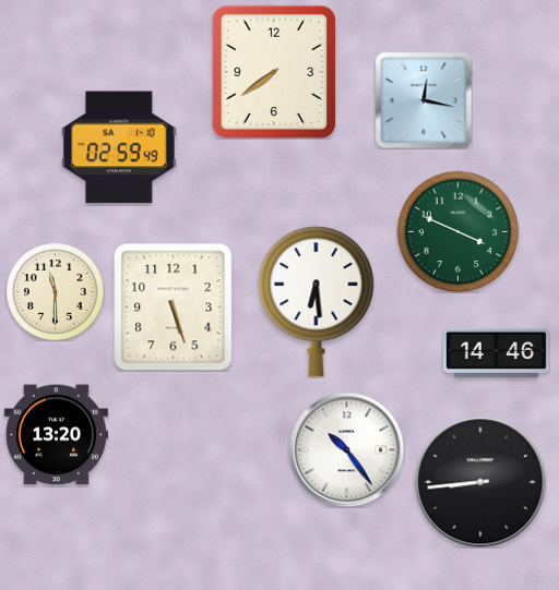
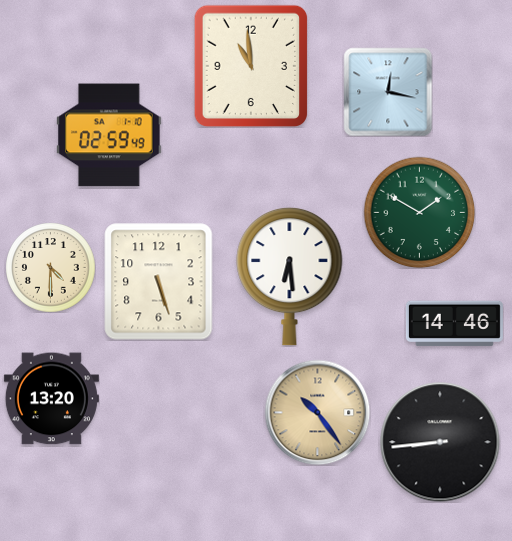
clock at (274, 72): 7:39 -> 10:59
clock at (457, 231): 3:49 -> 1:50
clock at (55, 291): 11:30 -> 4:30
clock at (346, 449) dial: white -> champagne
